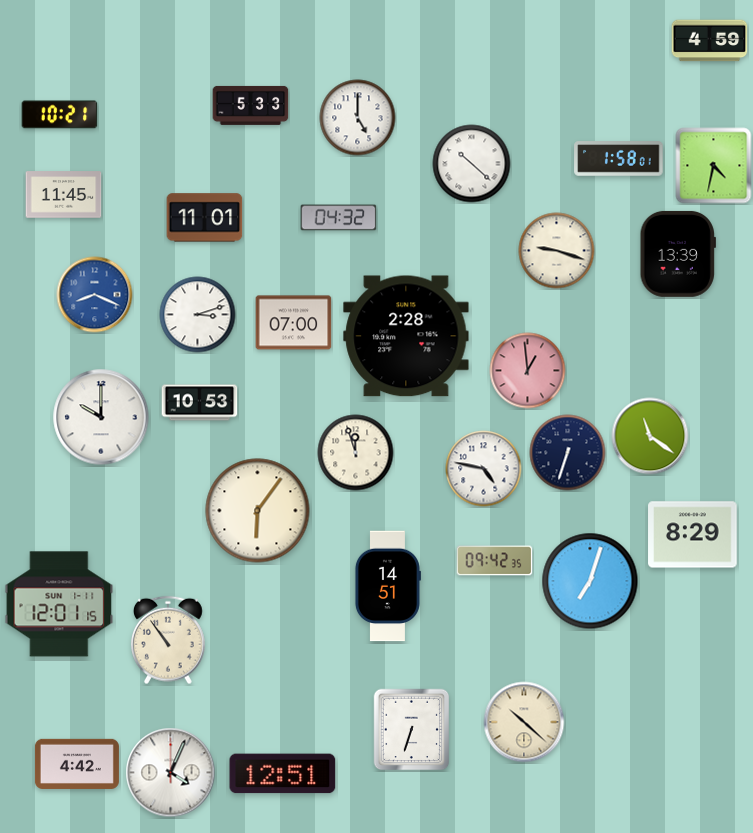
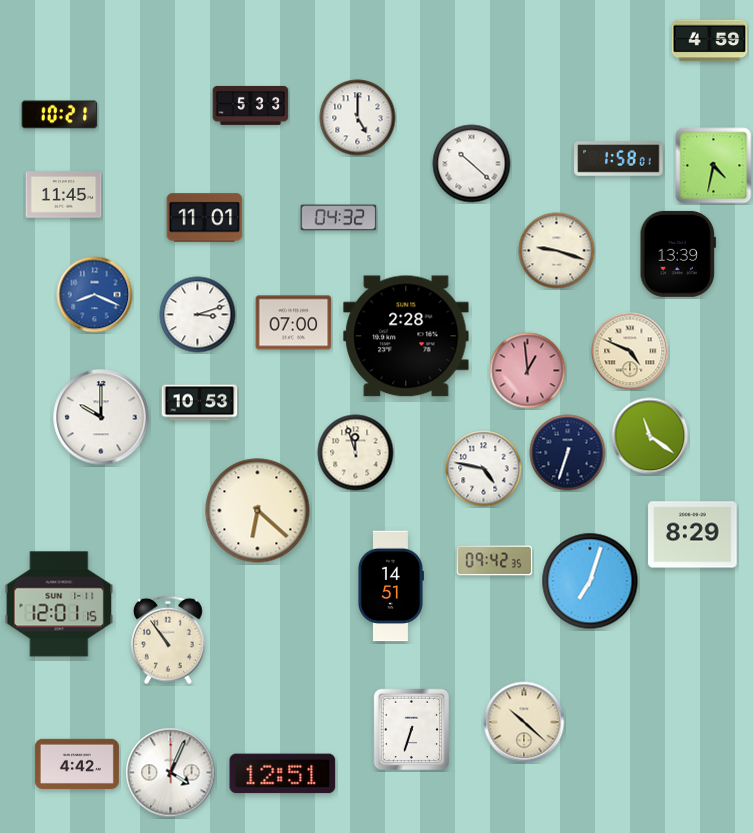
clock at (630, 351): none -> 4:49
clock at (258, 511): 6:06 -> 6:22
clock at (387, 586) position: (387, 586) -> (390, 586)
